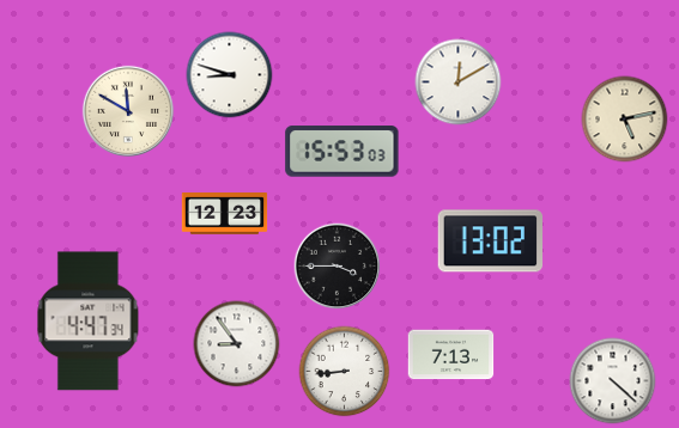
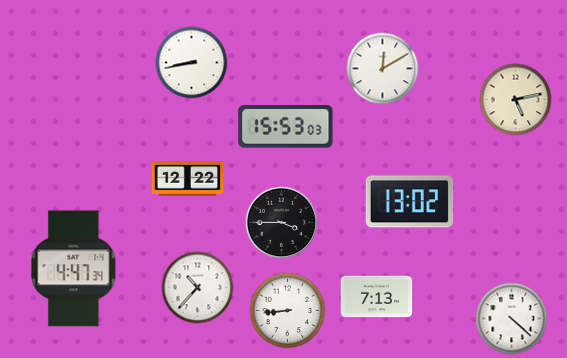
clock at (230, 75): 8:48 -> 8:43
clock at (128, 111): 11:50 -> none
clock at (625, 120) position: (625, 120) -> (516, 100)
clock at (225, 214): 12:23 -> 12:22
clock at (237, 344): 8:54 -> 10:37
